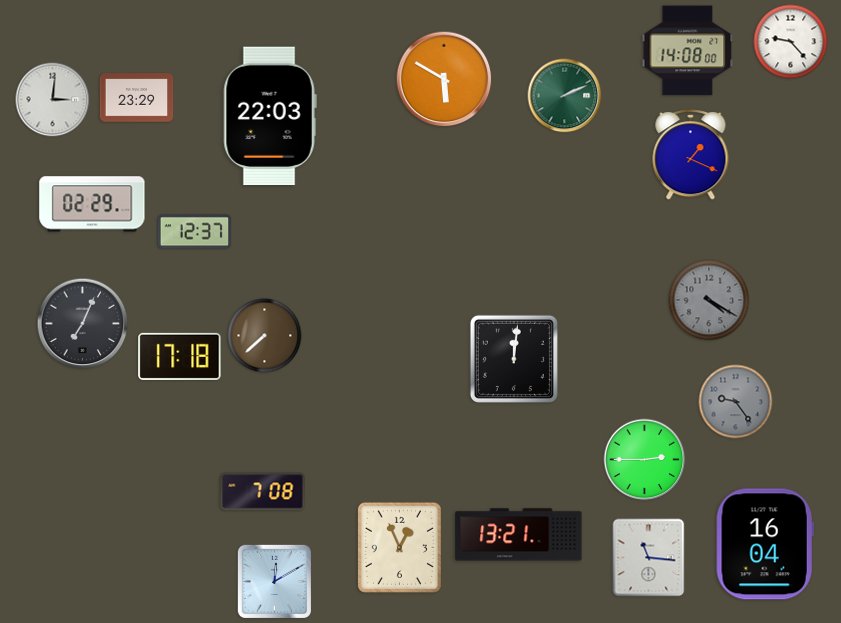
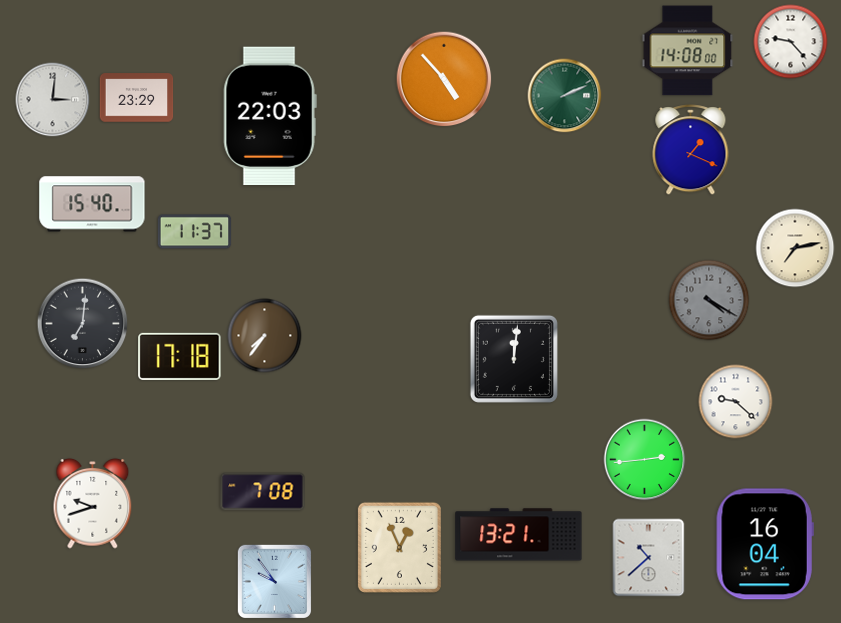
clock at (444, 79): 5:50 -> 4:53
clock at (691, 155) position: (691, 155) -> (691, 150)
clock at (92, 204): 02:29 -> 15:40
clock at (195, 232): 12:37 -> 11:37
clock at (795, 248): none -> 7:13
clock at (83, 324): 7:04 -> 7:01
clock at (265, 336): 7:38 -> 7:36
clock at (736, 402): 9:24 -> 9:22
clock at (736, 402) dial: grey -> white
clock at (645, 460): 2:45 -> 2:44
clock at (93, 503): none -> 9:42
clock at (649, 558): 11:16 -> 10:38
clock at (274, 581): 12:10 -> 9:54
